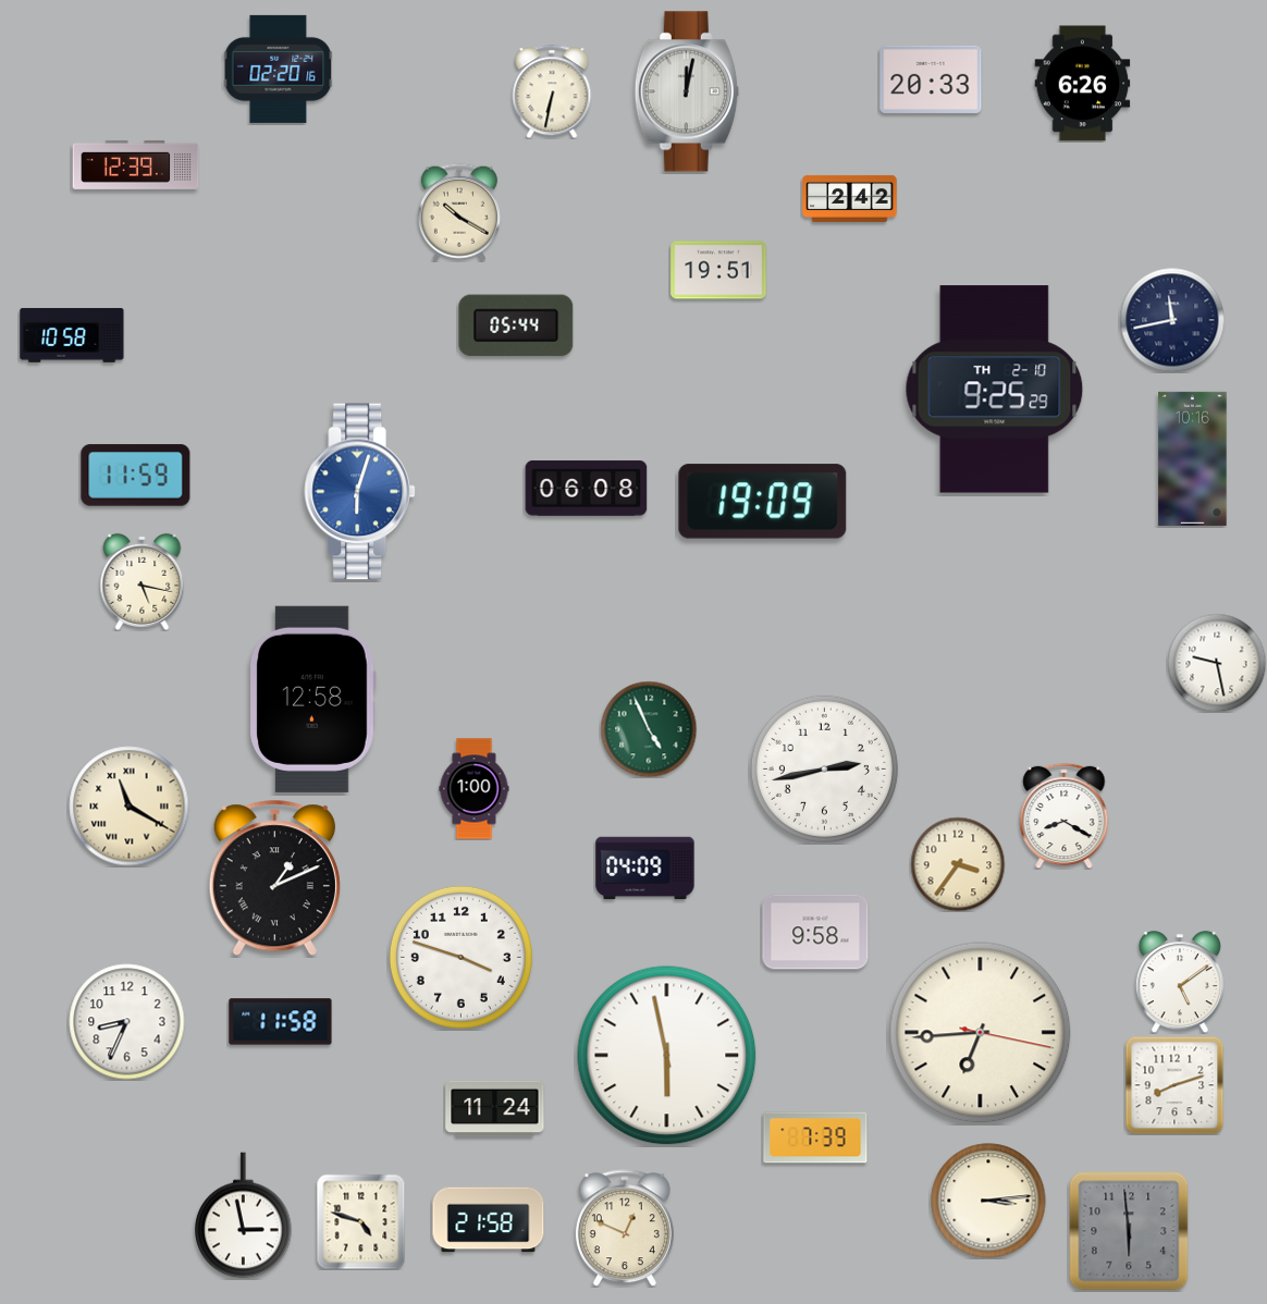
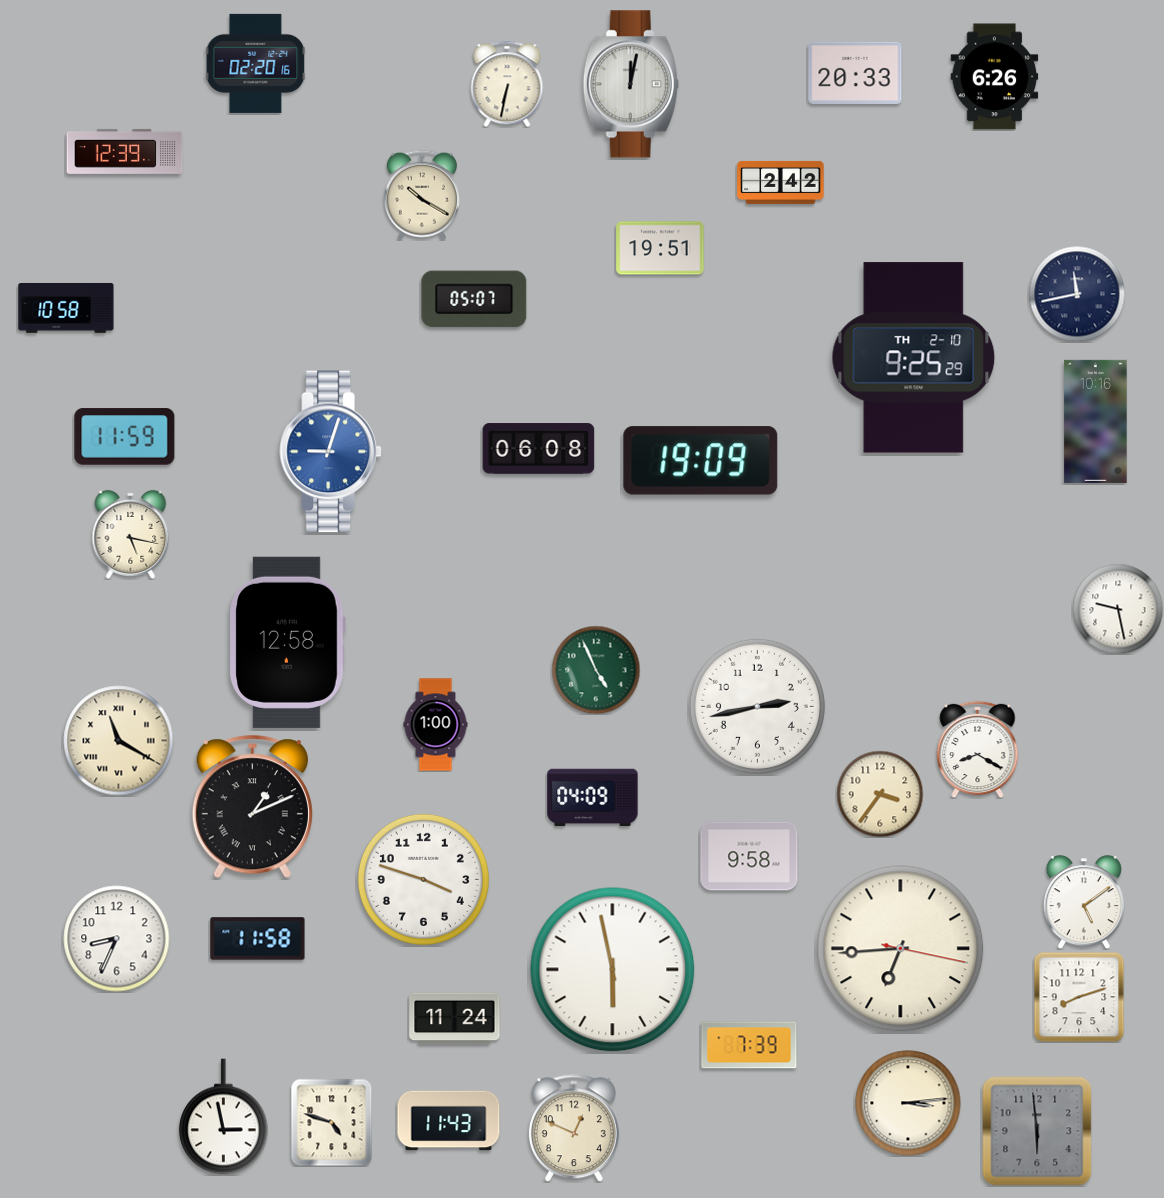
clock at (516, 325): 05:44 -> 05:07
clock at (359, 492): 6:03 -> 9:03
clock at (489, 1220): 21:58 -> 11:43
